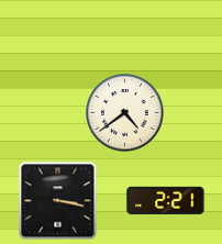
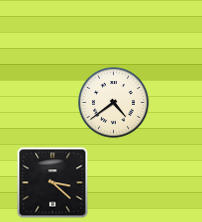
clock at (58, 201): 3:17 -> 3:22
clock at (166, 201): 2:21 -> none
